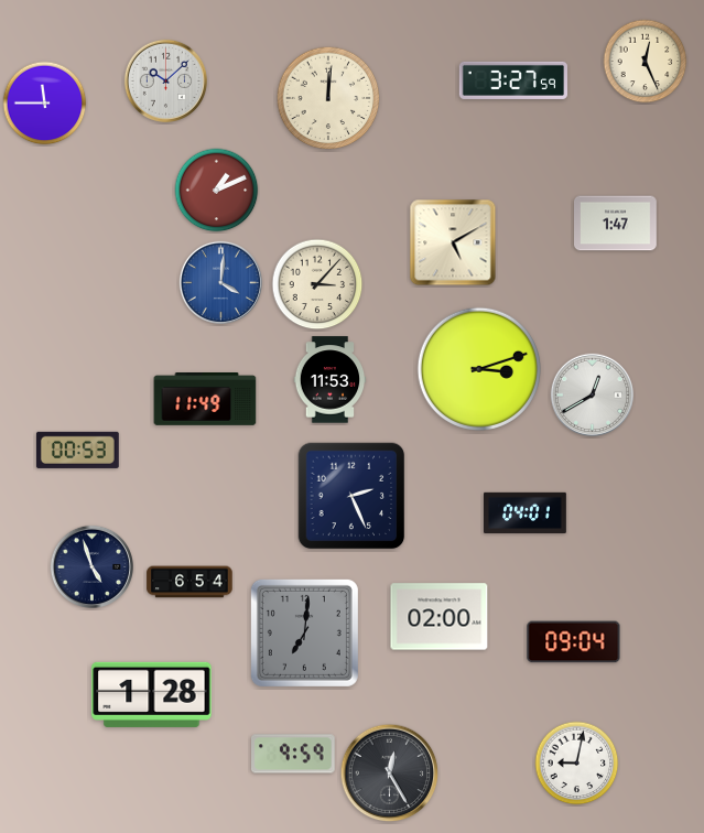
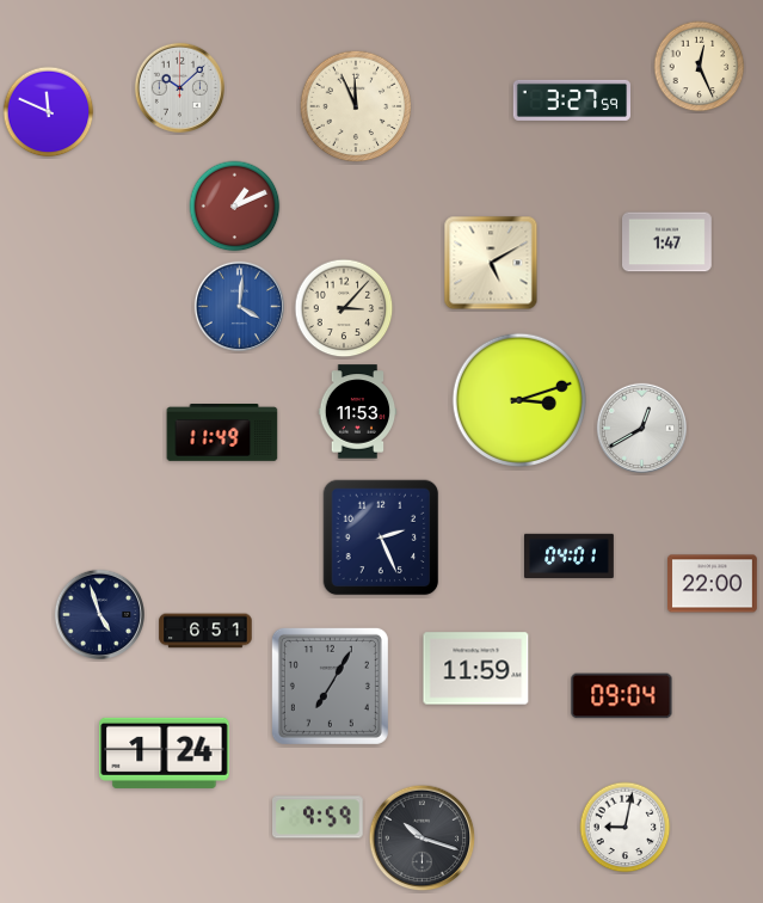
clock at (512, 80) position: (512, 80) -> (571, 100)
clock at (328, 98): 12:01 -> 11:56
clock at (45, 104): 11:45 -> 11:49
clock at (77, 450): 00:53 -> none
clock at (713, 584): none -> 22:00
clock at (189, 582): 6:54 -> 6:51
clock at (440, 617): 02:00 -> 11:59
clock at (304, 632): 7:01 -> 7:05
clock at (152, 694): 1:28 -> 1:24
clock at (390, 773): 12:25 -> 10:18
